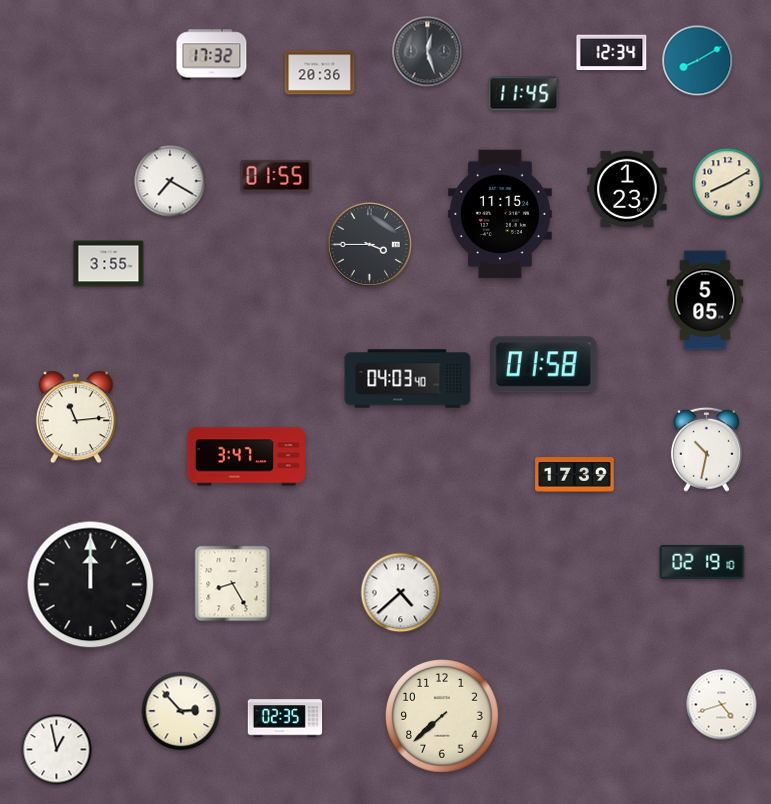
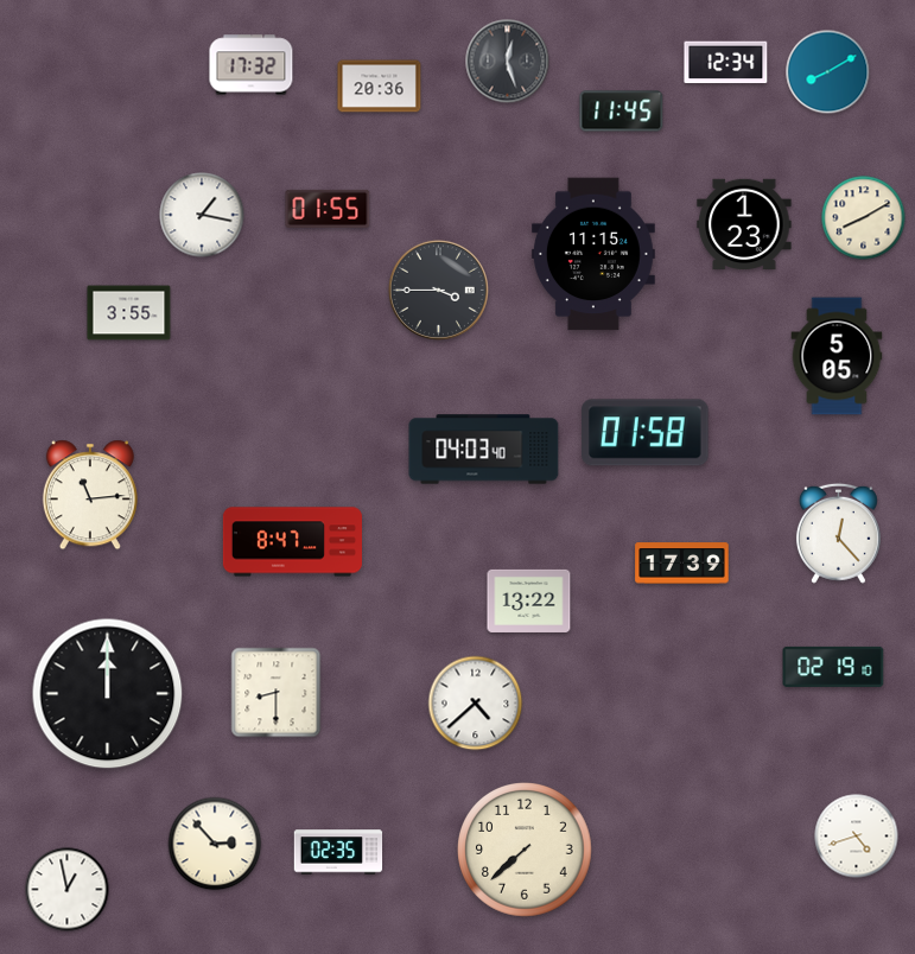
clock at (170, 181): 7:20 -> 1:17
clock at (706, 449): 10:32 -> 12:23
clock at (246, 457): 3:47 -> 8:47
clock at (529, 600): none -> 13:22
clock at (233, 584): 8:25 -> 8:30
